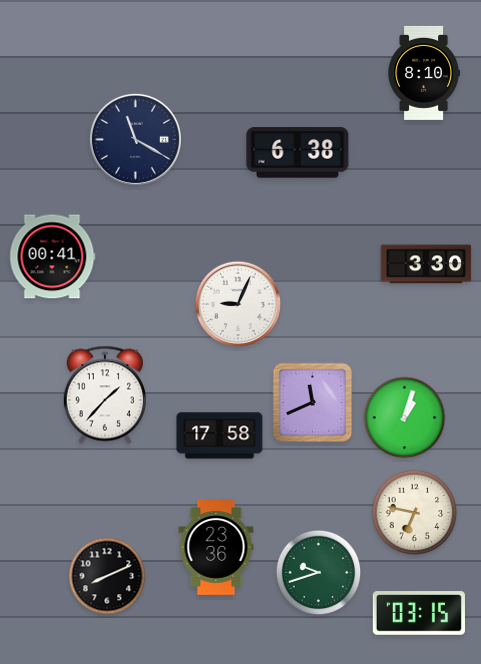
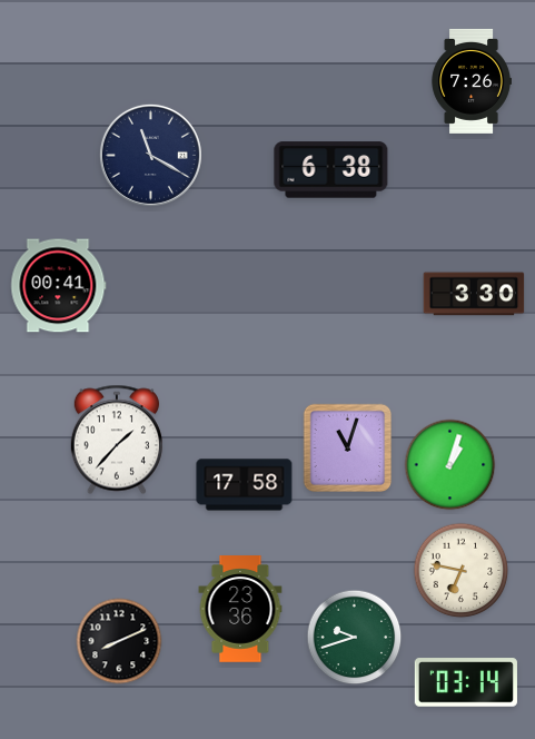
clock at (424, 73): 8:10 -> 7:26
clock at (237, 303): 9:04 -> none
clock at (313, 403): 11:41 -> 11:03
clock at (419, 613): 03:15 -> 03:14
